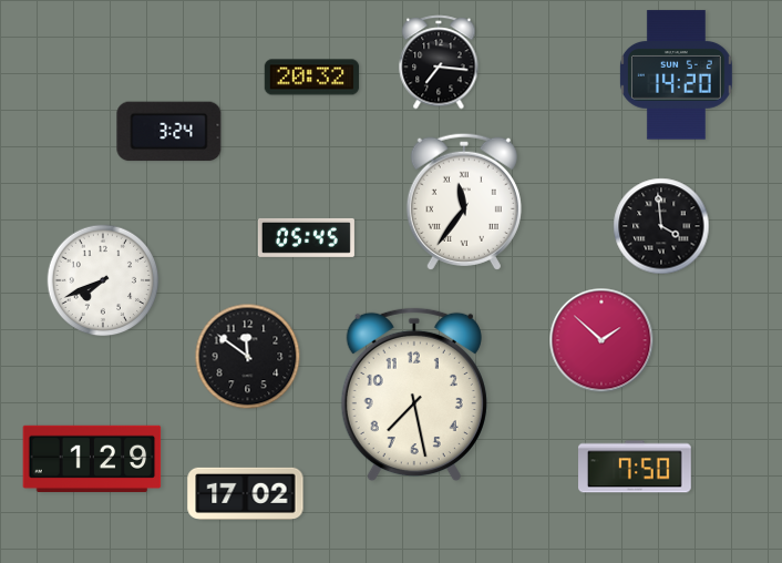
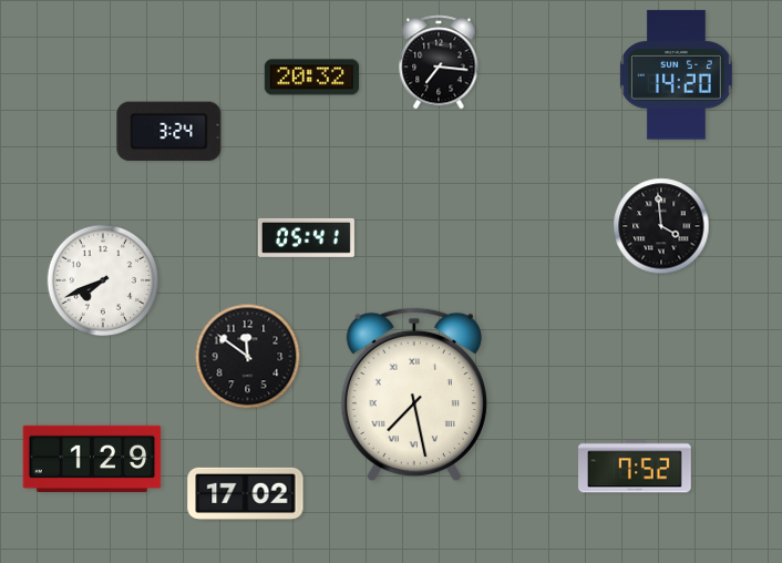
clock at (464, 202): 11:36 -> none
clock at (306, 237): 05:45 -> 05:41
clock at (601, 340): 1:52 -> none
clock at (414, 395) numerals: Arabic -> Roman
clock at (636, 467): 7:50 -> 7:52
